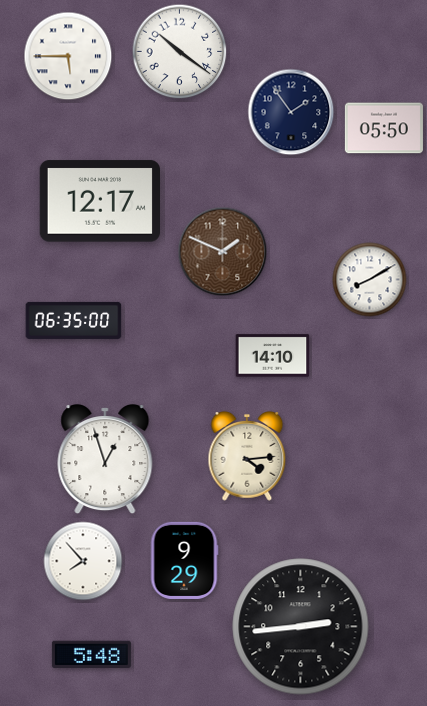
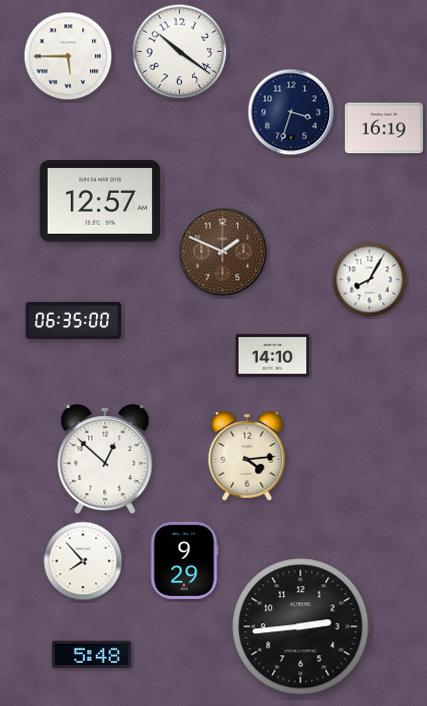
clock at (291, 112): 1:54 -> 3:33
clock at (384, 128): 05:50 -> 16:19
clock at (99, 201): 12:17 -> 12:57
clock at (370, 280): 8:10 -> 8:05
clock at (105, 460): 12:57 -> 12:52
